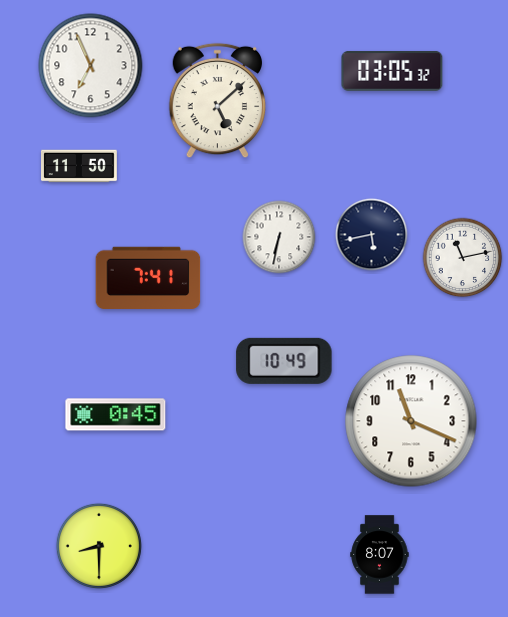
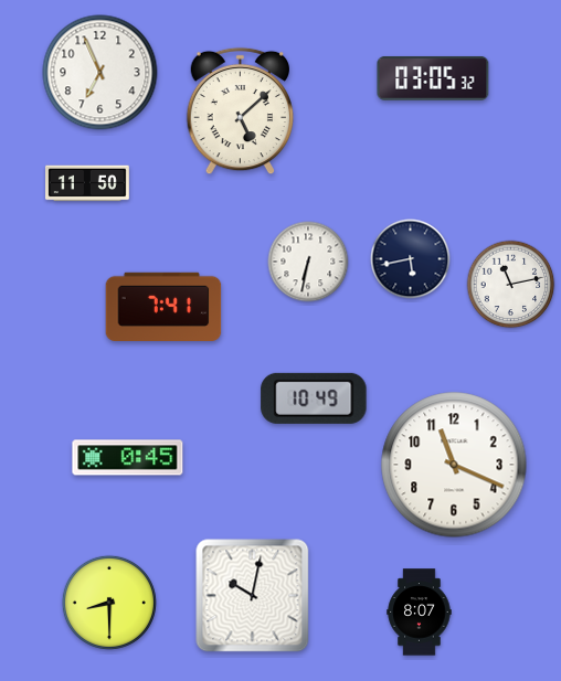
clock at (253, 596): none -> 10:02
